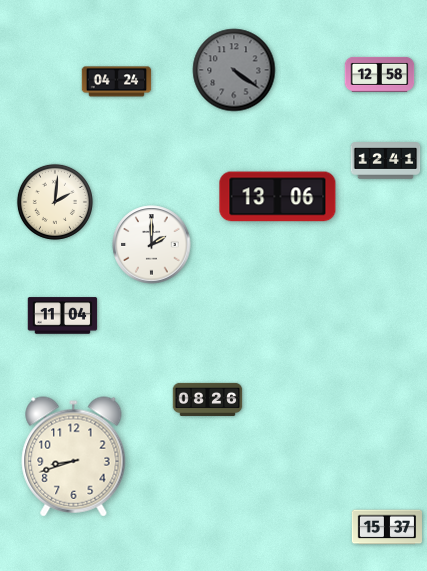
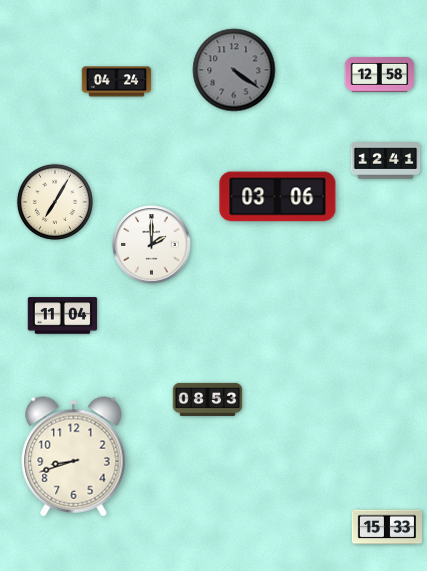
clock at (278, 197): 13:06 -> 03:06
clock at (55, 202): 2:01 -> 7:05
clock at (208, 399): 08:26 -> 08:53
clock at (386, 527): 15:37 -> 15:33
